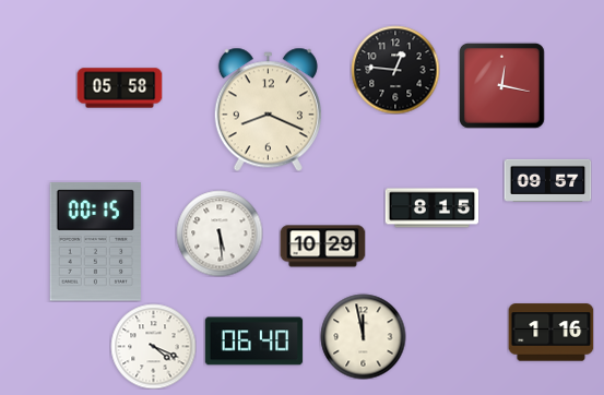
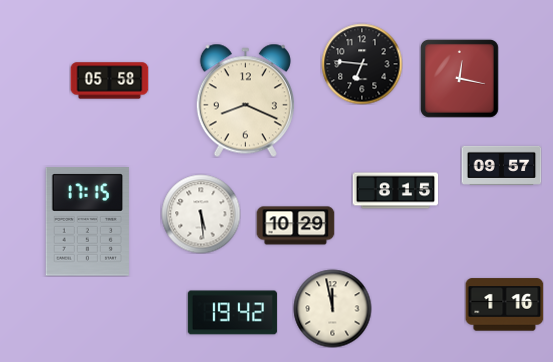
clock at (395, 70): 12:46 -> 6:46
clock at (95, 242): 00:15 -> 17:15
clock at (253, 342): 06:40 -> 19:42
clock at (153, 346): 4:19 -> none
